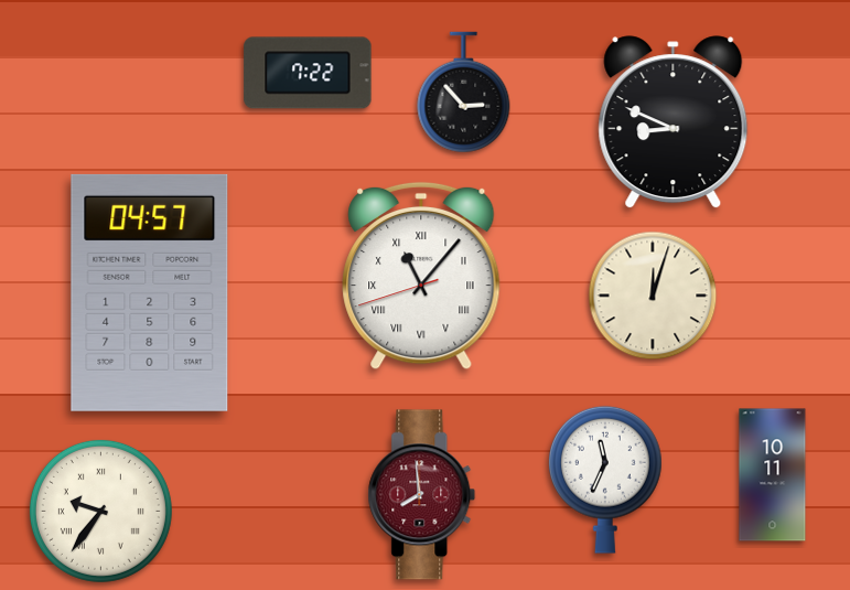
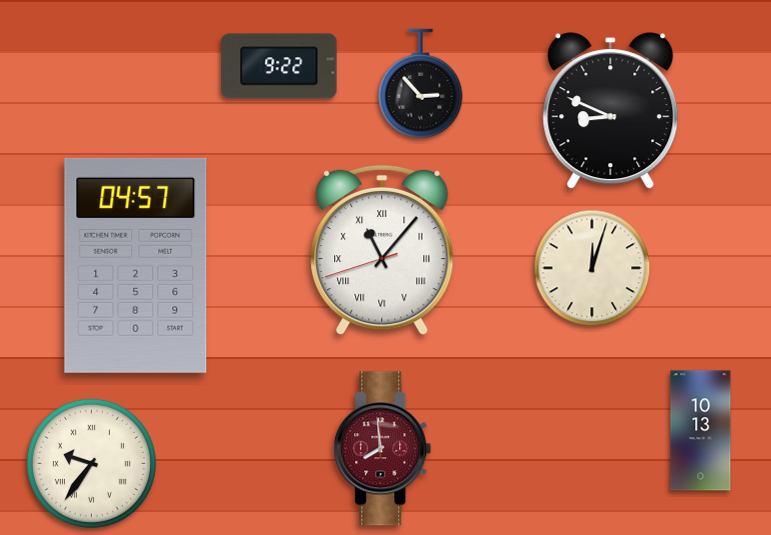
clock at (308, 73): 7:22 -> 9:22
clock at (773, 475): 10:11 -> 10:13
clock at (605, 480): 11:34 -> none
